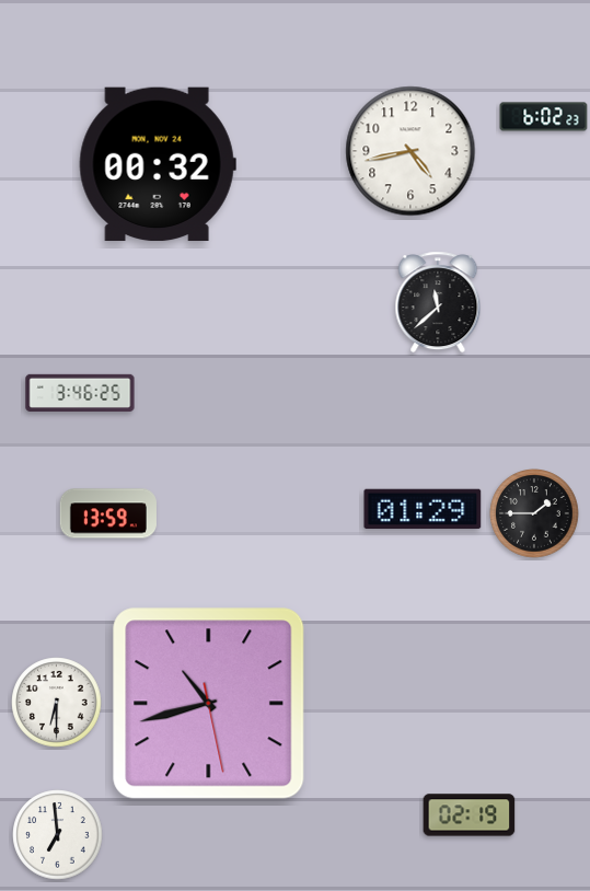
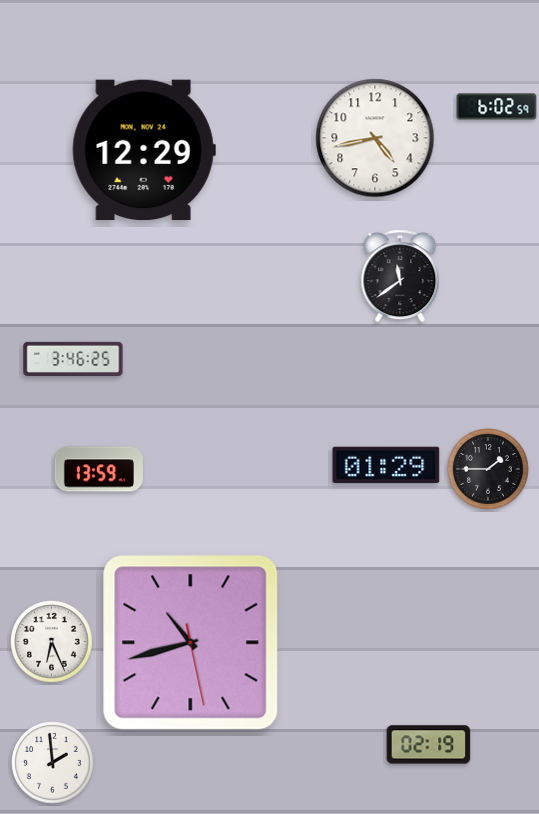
clock at (544, 117): 6:02:23 -> 6:02:59
clock at (158, 164): 00:32 -> 12:29
clock at (438, 302): 11:38 -> 11:39
clock at (57, 703): 6:30 -> 6:26
clock at (58, 835): 6:59 -> 1:59
